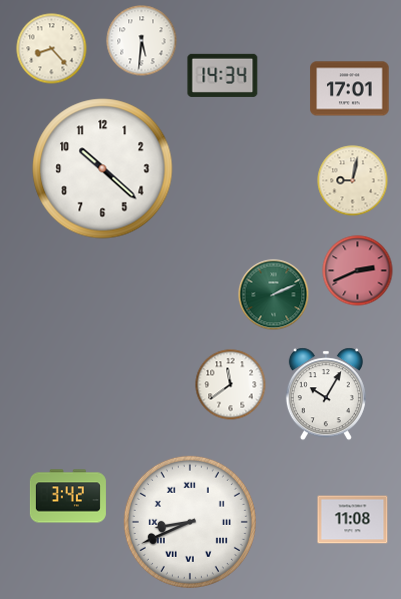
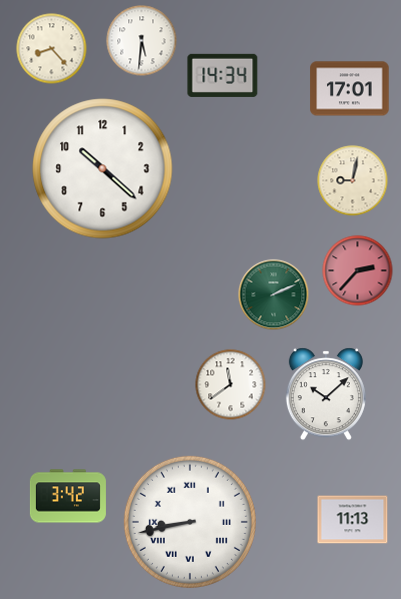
clock at (358, 271): 2:41 -> 2:37
clock at (326, 394): 10:05 -> 10:08
clock at (353, 520): 11:08 -> 11:13
clock at (190, 522): 8:41 -> 8:43
